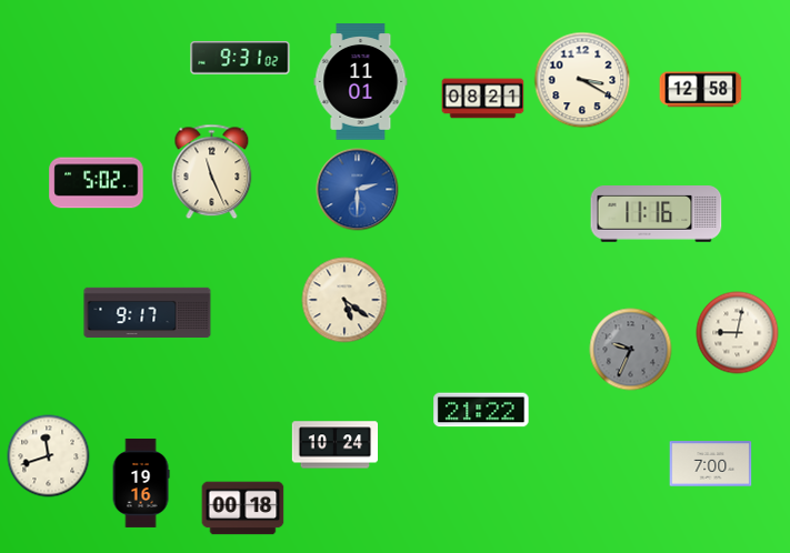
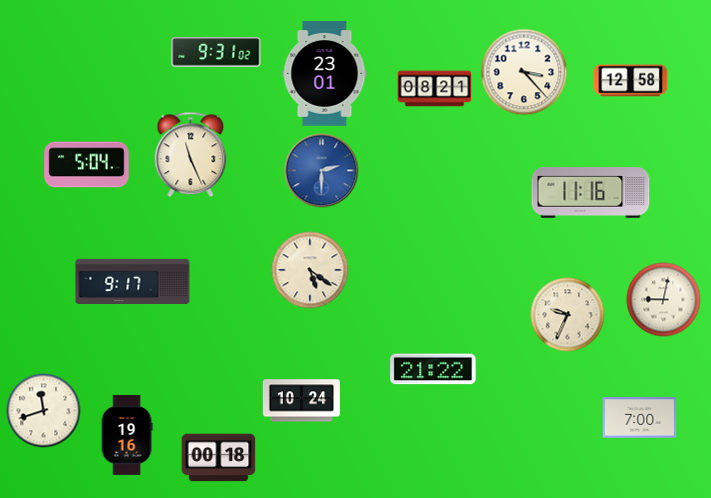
clock at (582, 80): 3:20 -> 3:23
clock at (361, 82): 11:01 -> 23:01
clock at (97, 183): 5:02 -> 5:04
clock at (631, 350) dial: grey -> cream
